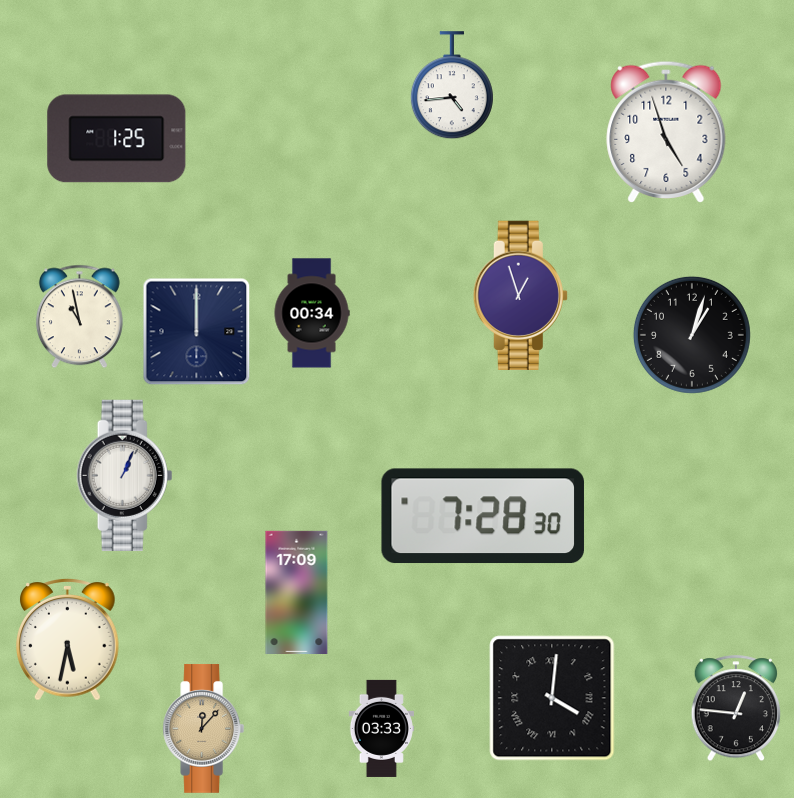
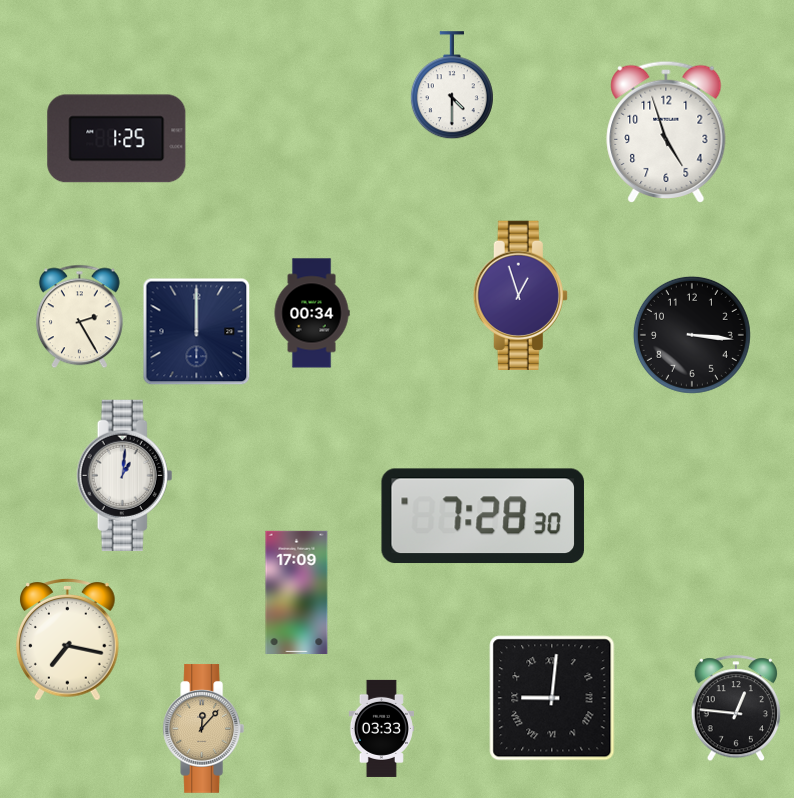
clock at (452, 86): 4:44 -> 4:30
clock at (79, 317): 10:58 -> 2:25
clock at (692, 335): 1:03 -> 3:16
clock at (125, 475): 1:04 -> 1:01
clock at (68, 640): 5:32 -> 7:17
clock at (552, 698): 4:01 -> 9:01
